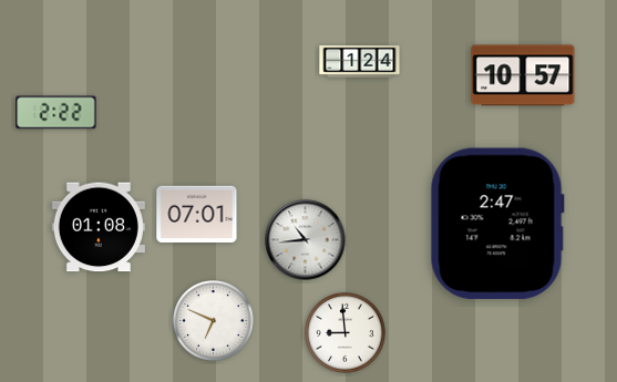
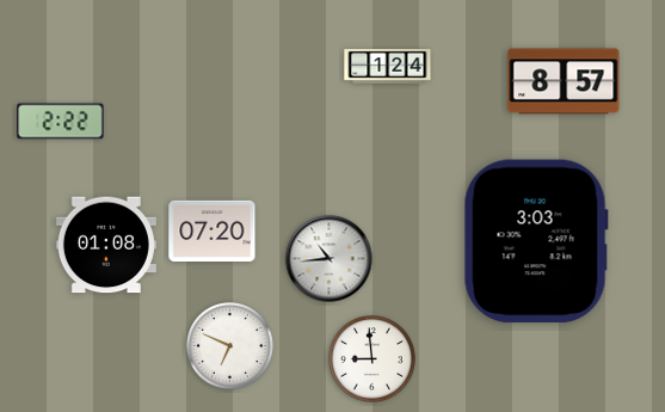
clock at (523, 75): 10:57 -> 8:57
clock at (197, 215): 07:01 -> 07:20
clock at (497, 224): 2:47 -> 3:03
